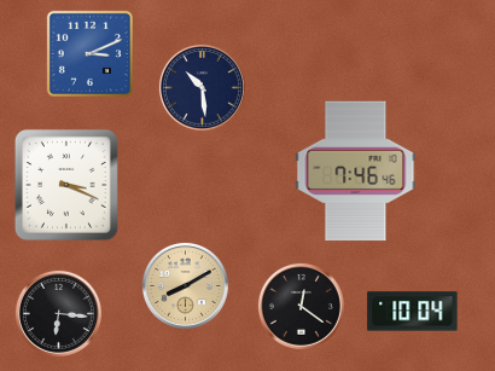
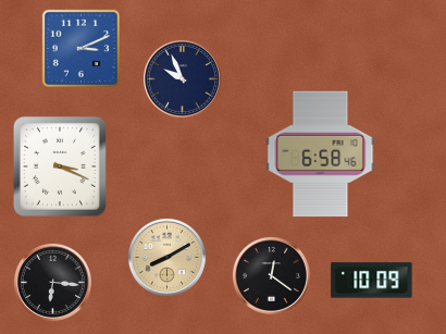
clock at (202, 87): 10:29 -> 9:56
clock at (356, 172): 7:46 -> 6:58
clock at (413, 312): 10:04 -> 10:09
